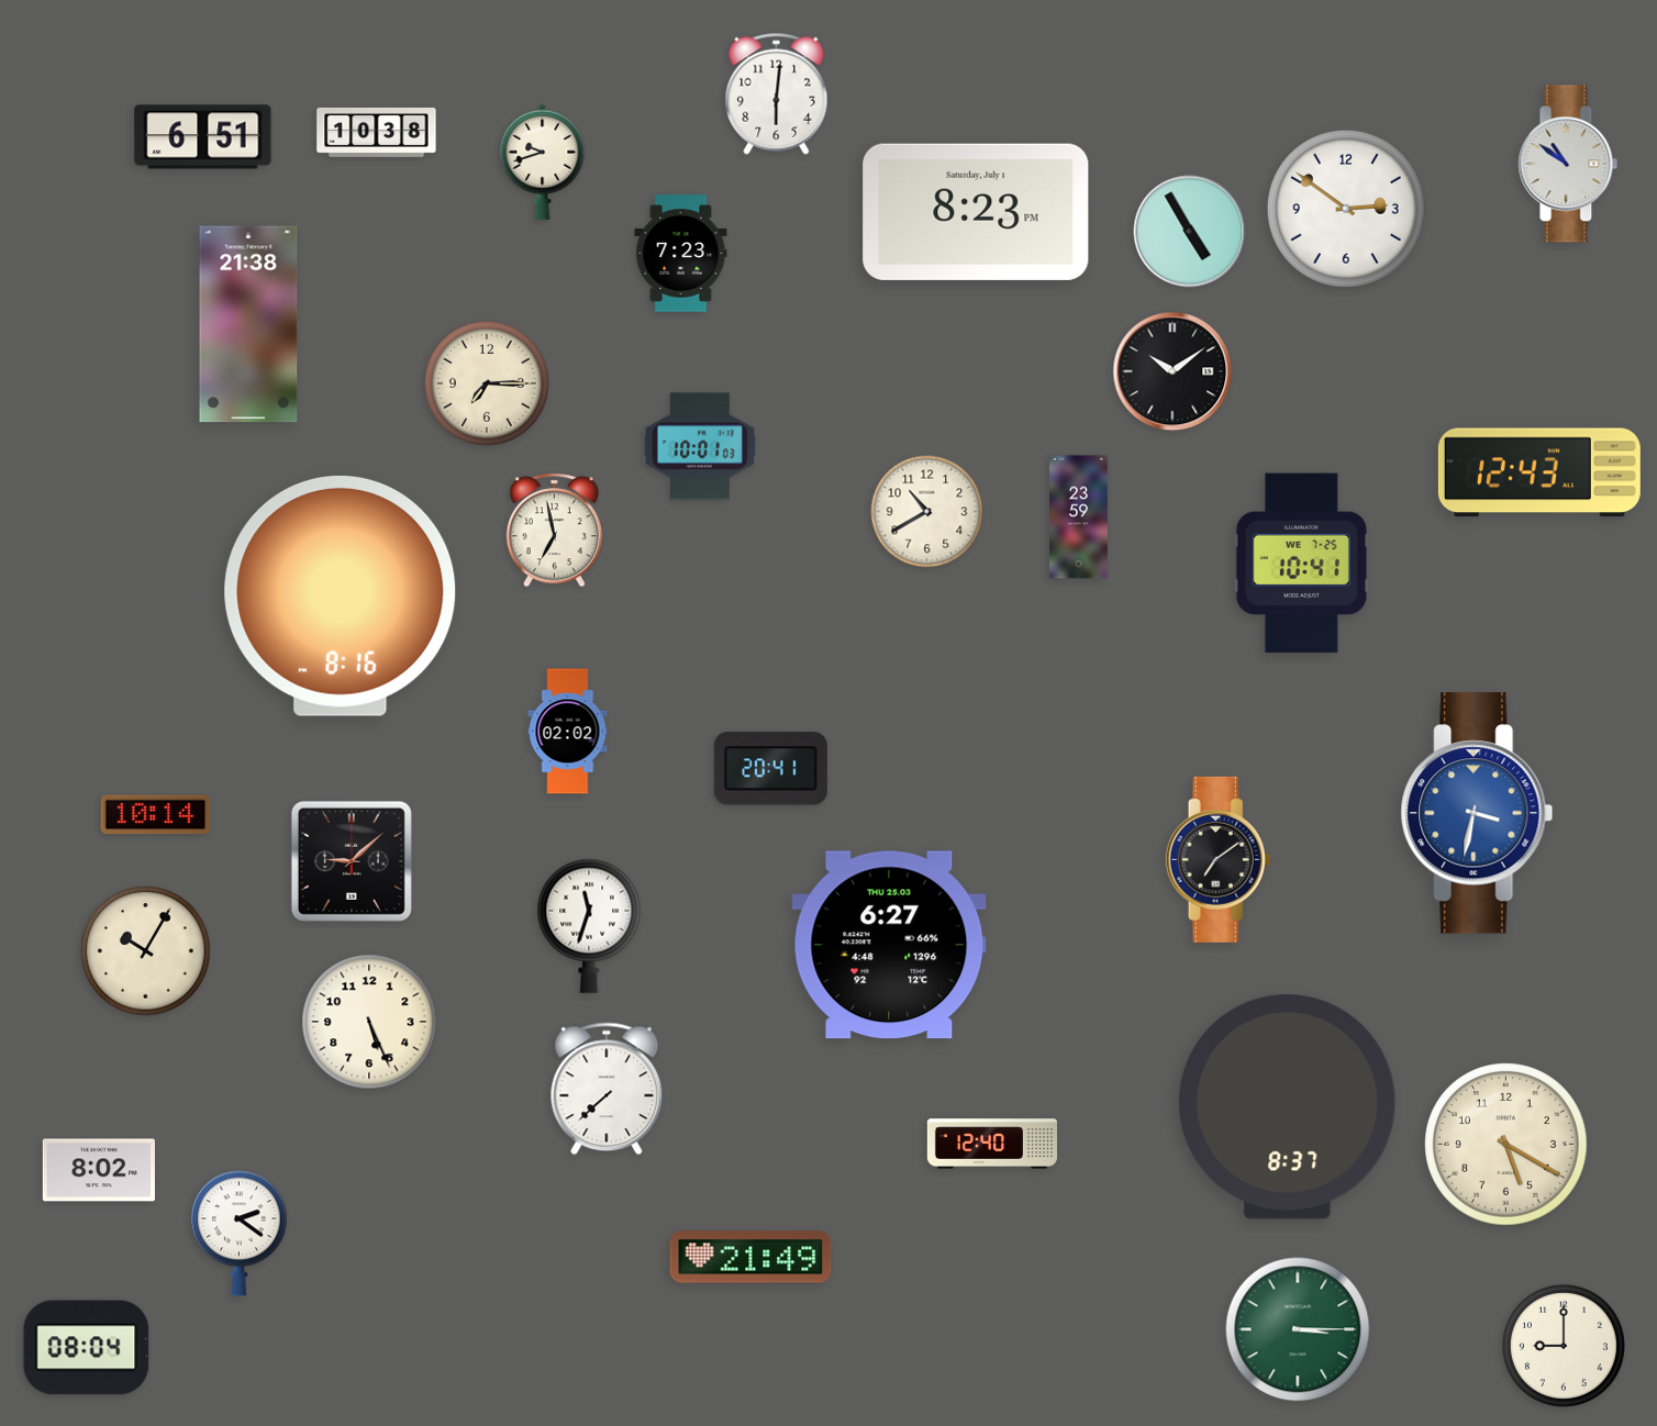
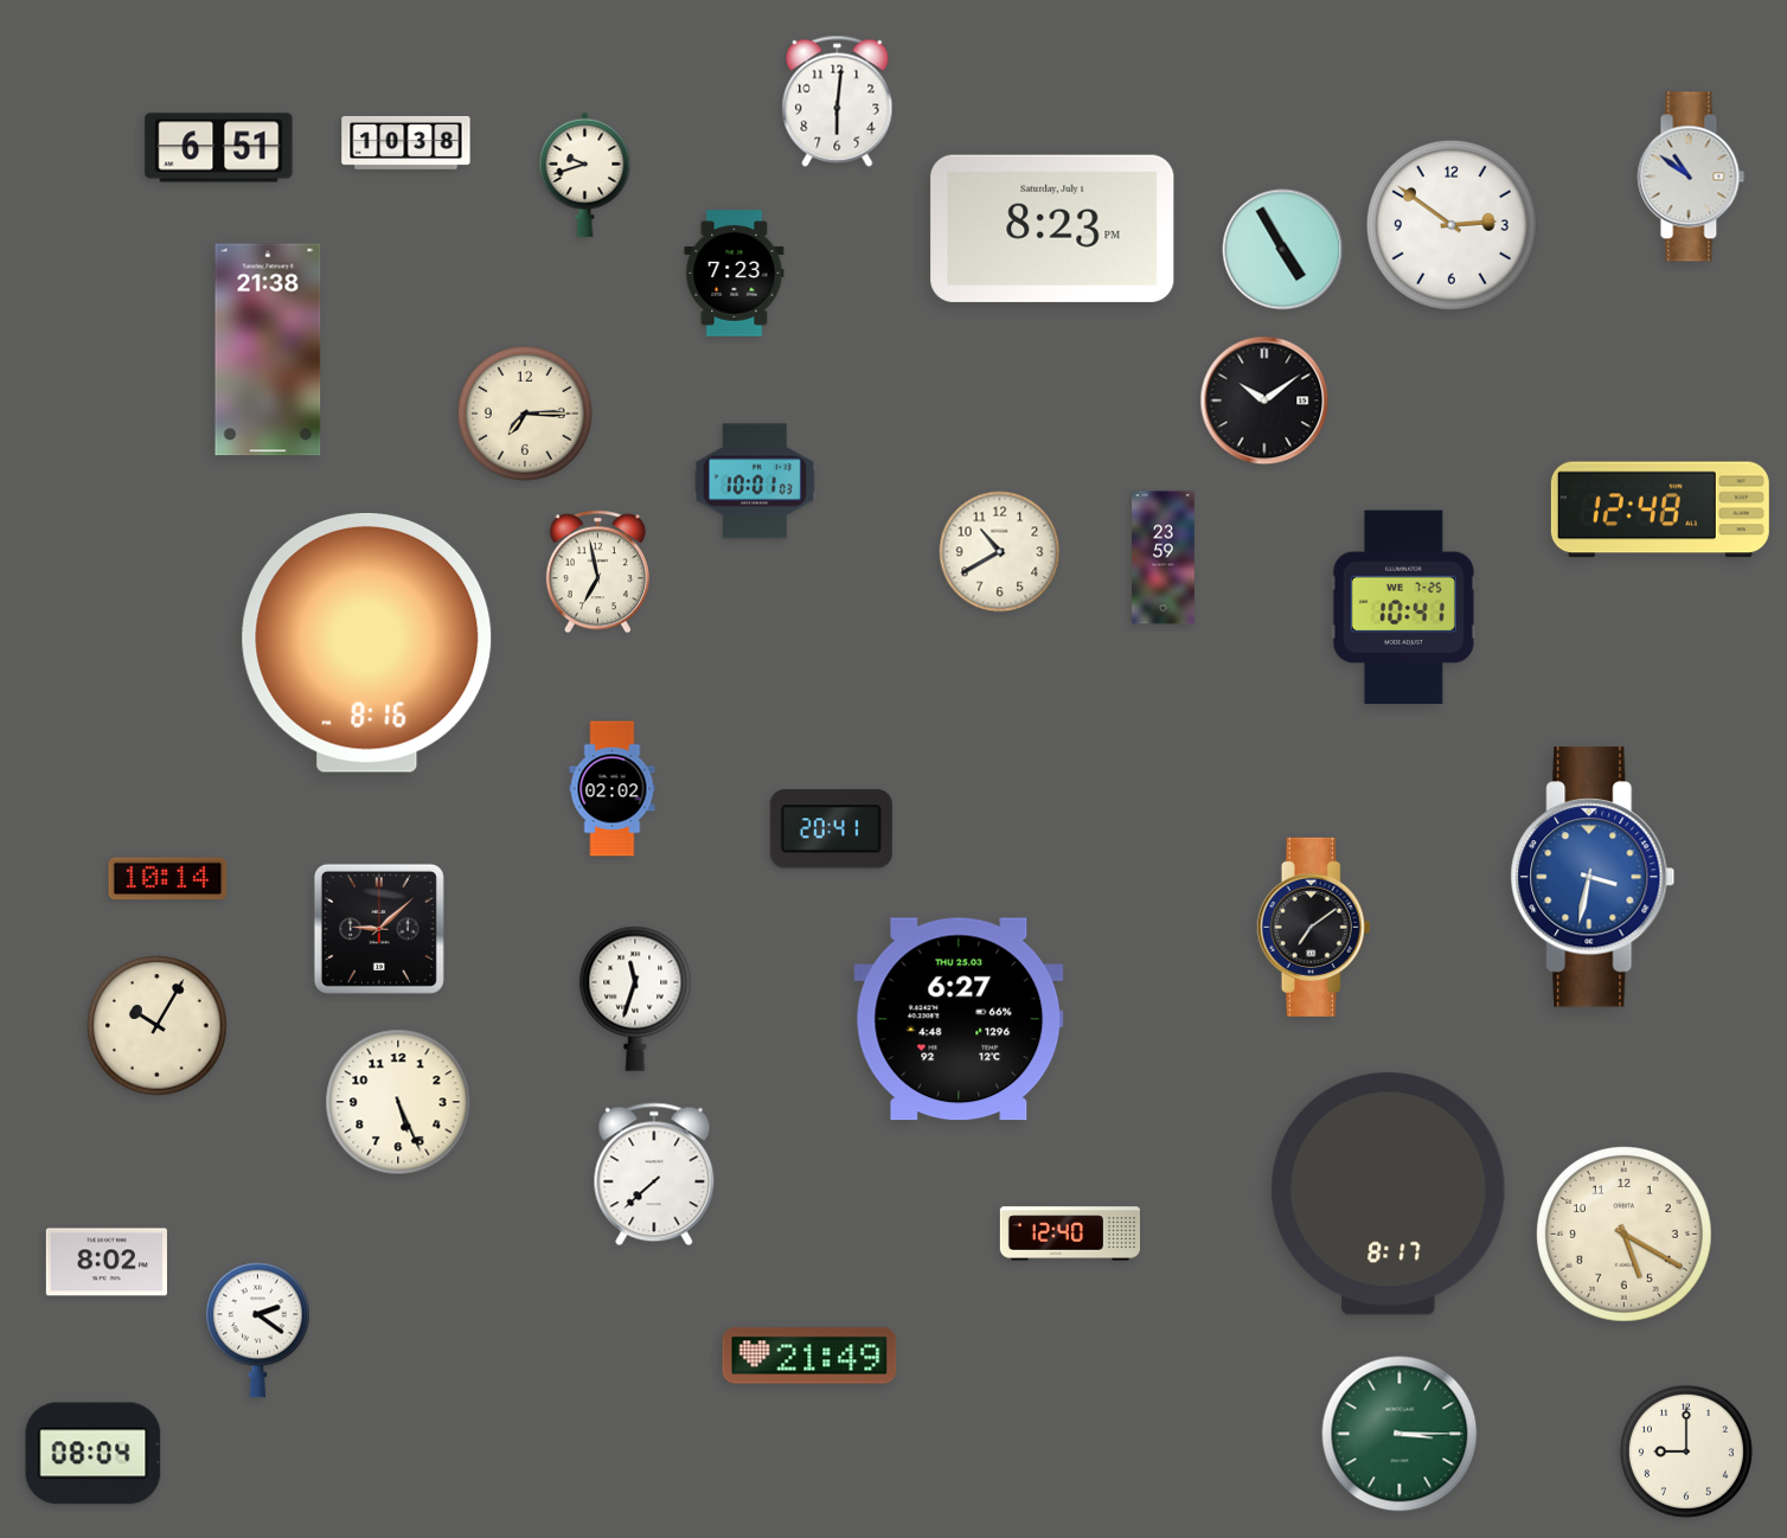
clock at (1539, 472): 12:43 -> 12:48
clock at (1287, 1107): 8:37 -> 8:17
